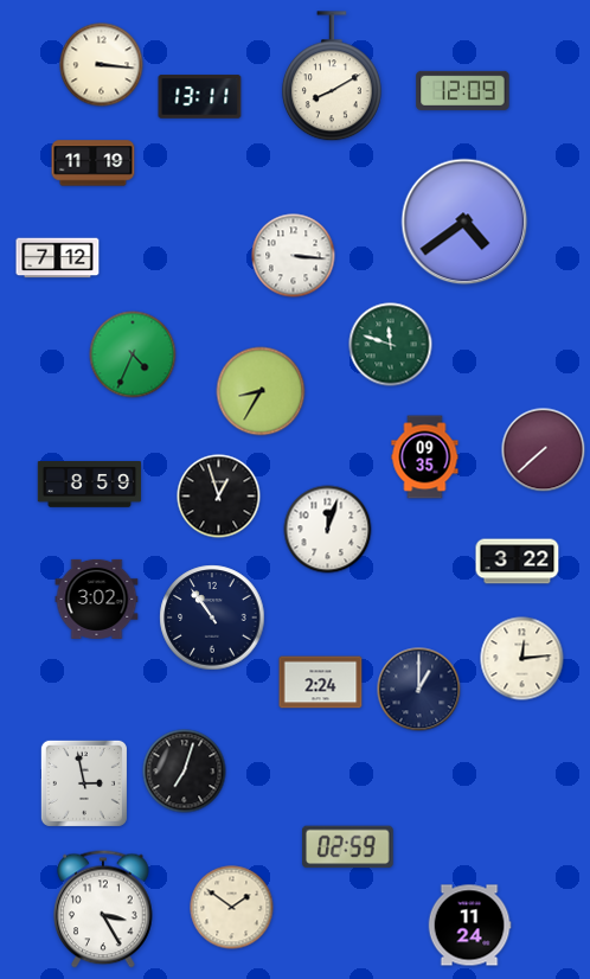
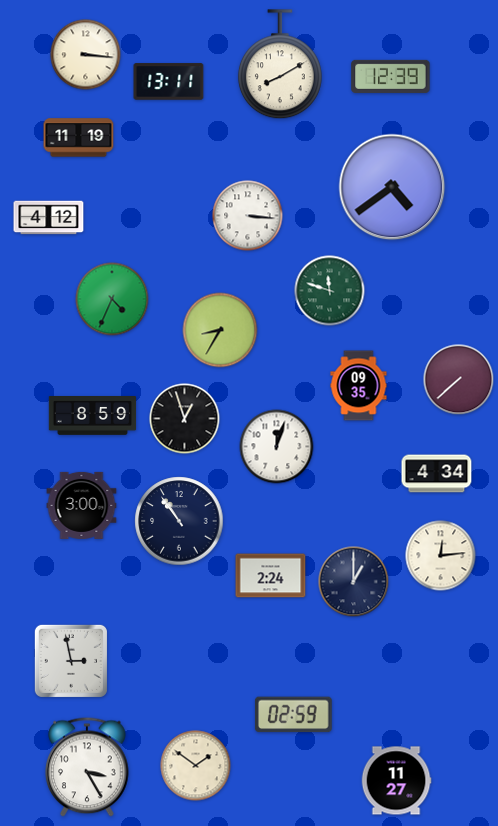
clock at (463, 90): 12:09 -> 12:39
clock at (58, 258): 7:12 -> 4:12
clock at (90, 485) position: (90, 485) -> (93, 416)
clock at (518, 562): 3:22 -> 4:34
clock at (97, 599): 3:02 -> 3:00
clock at (185, 772): 7:03 -> none
clock at (469, 926): 11:24 -> 11:27
